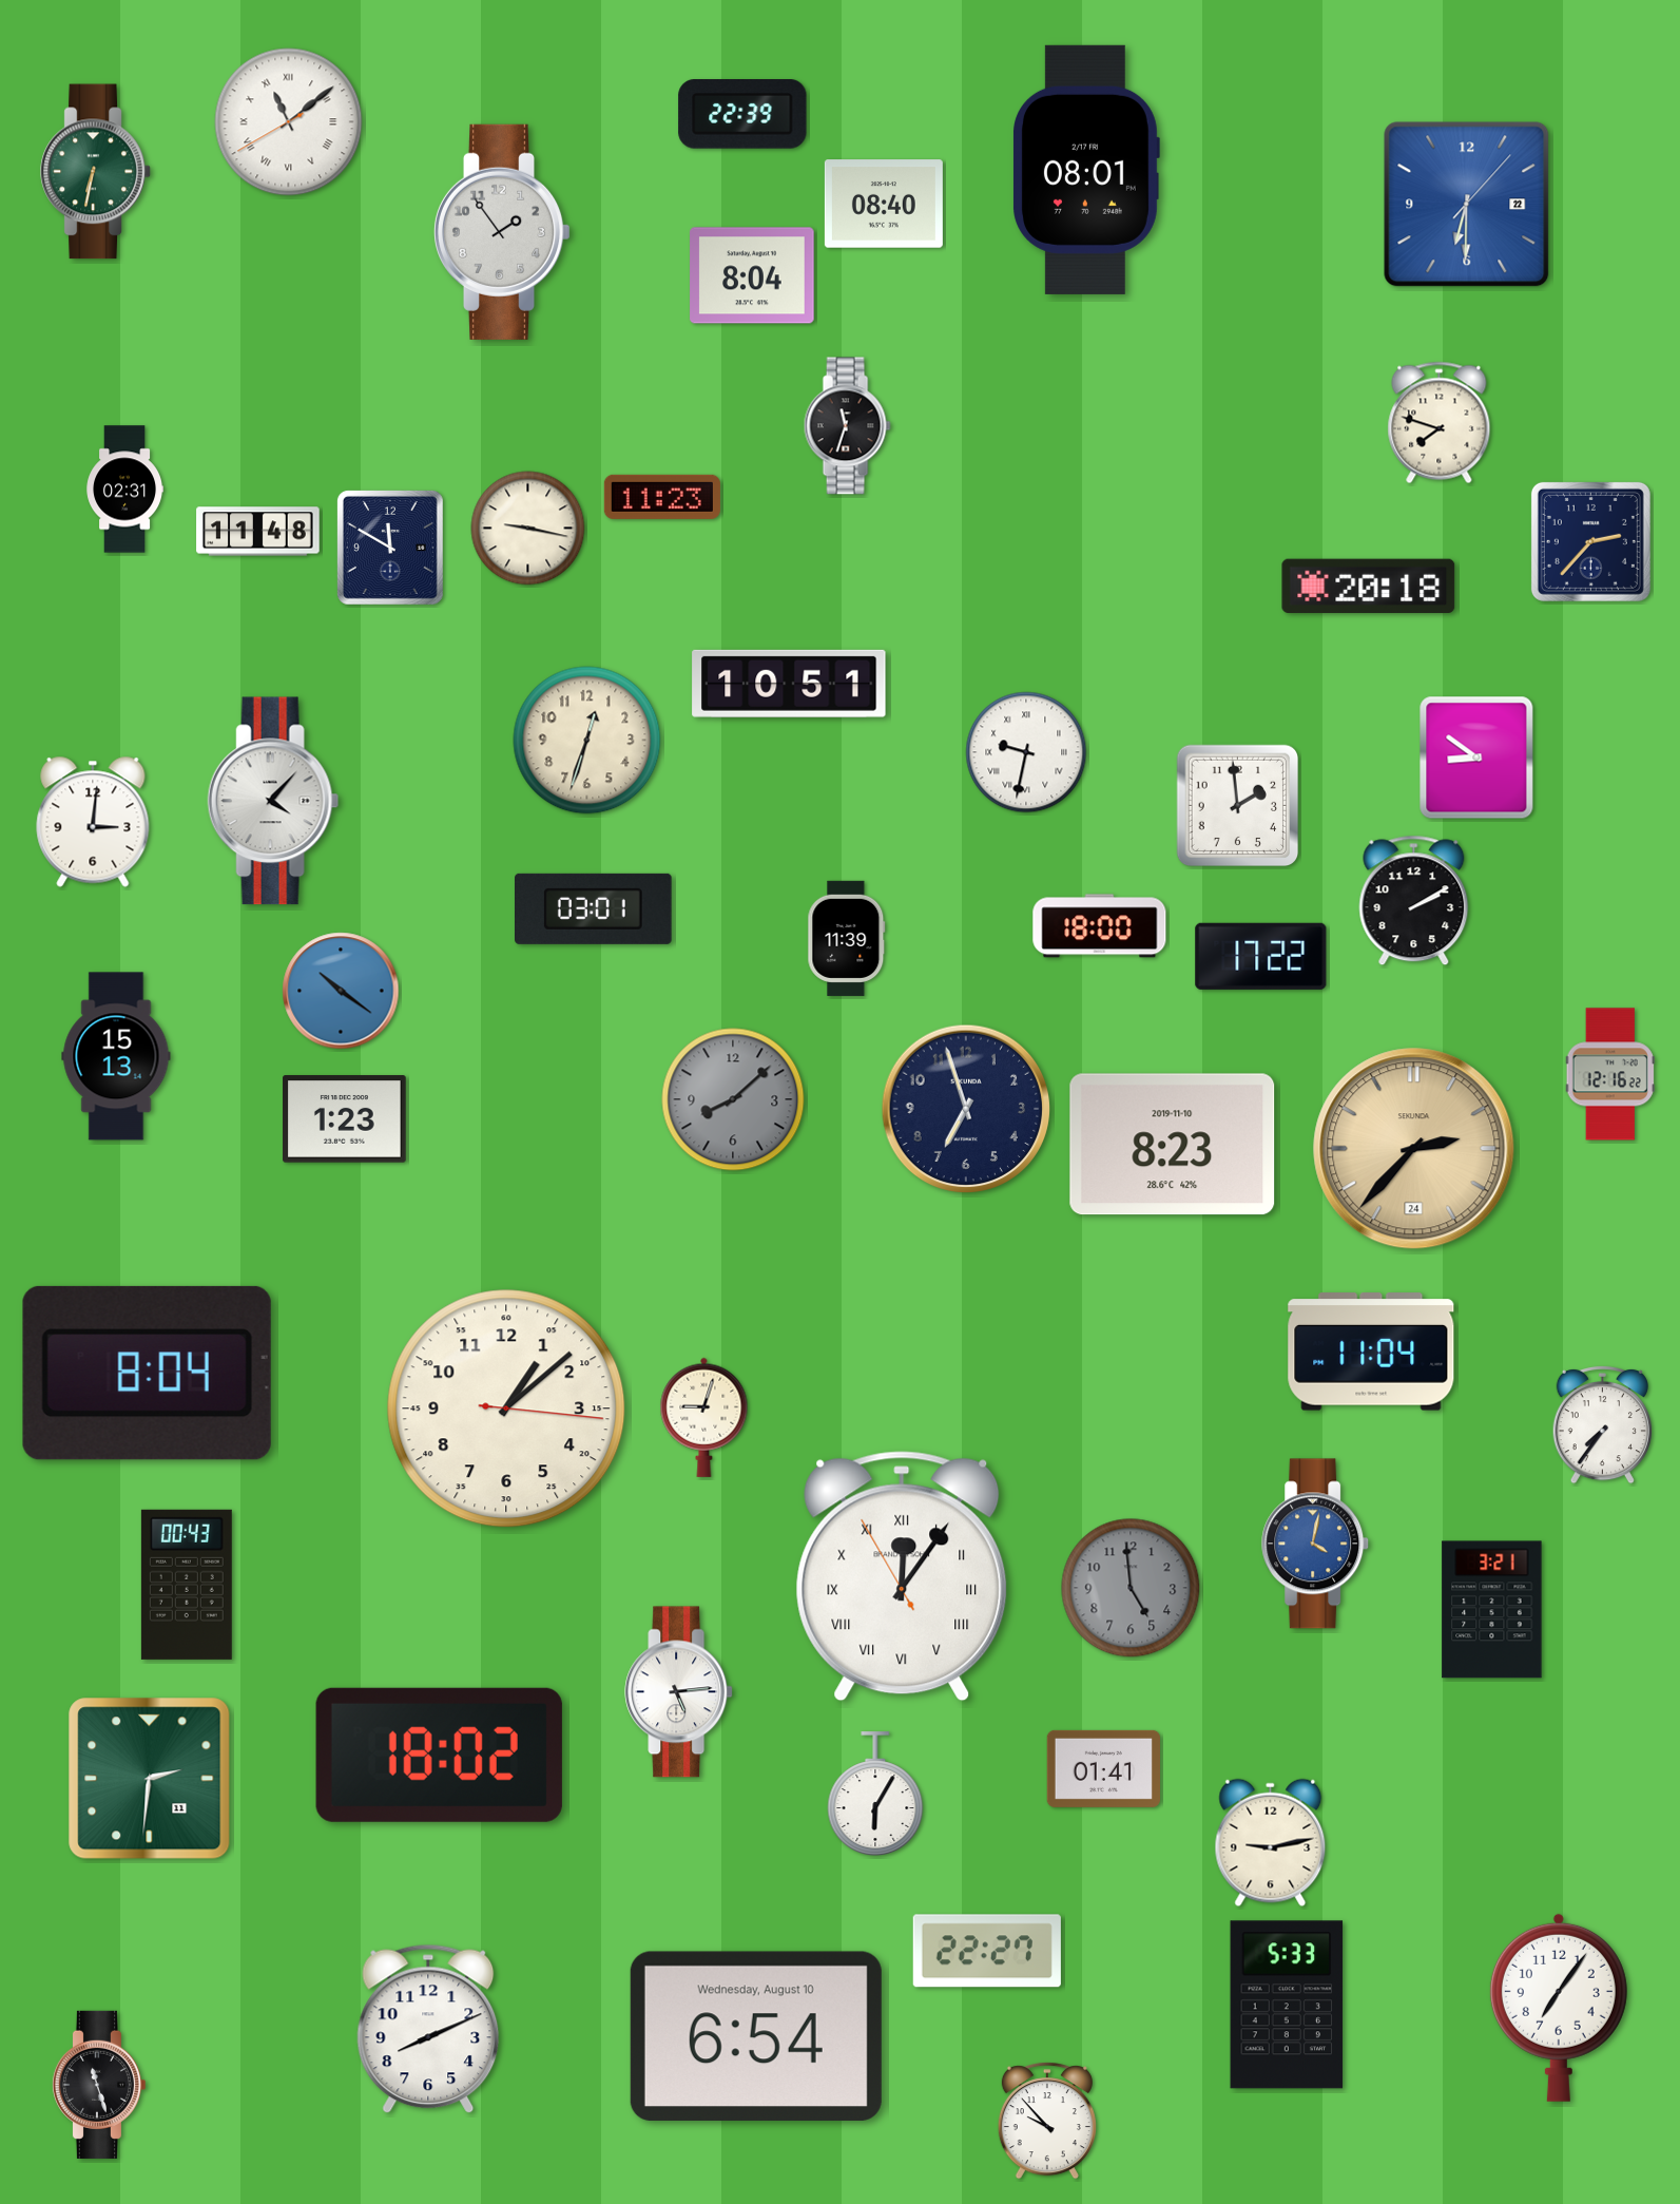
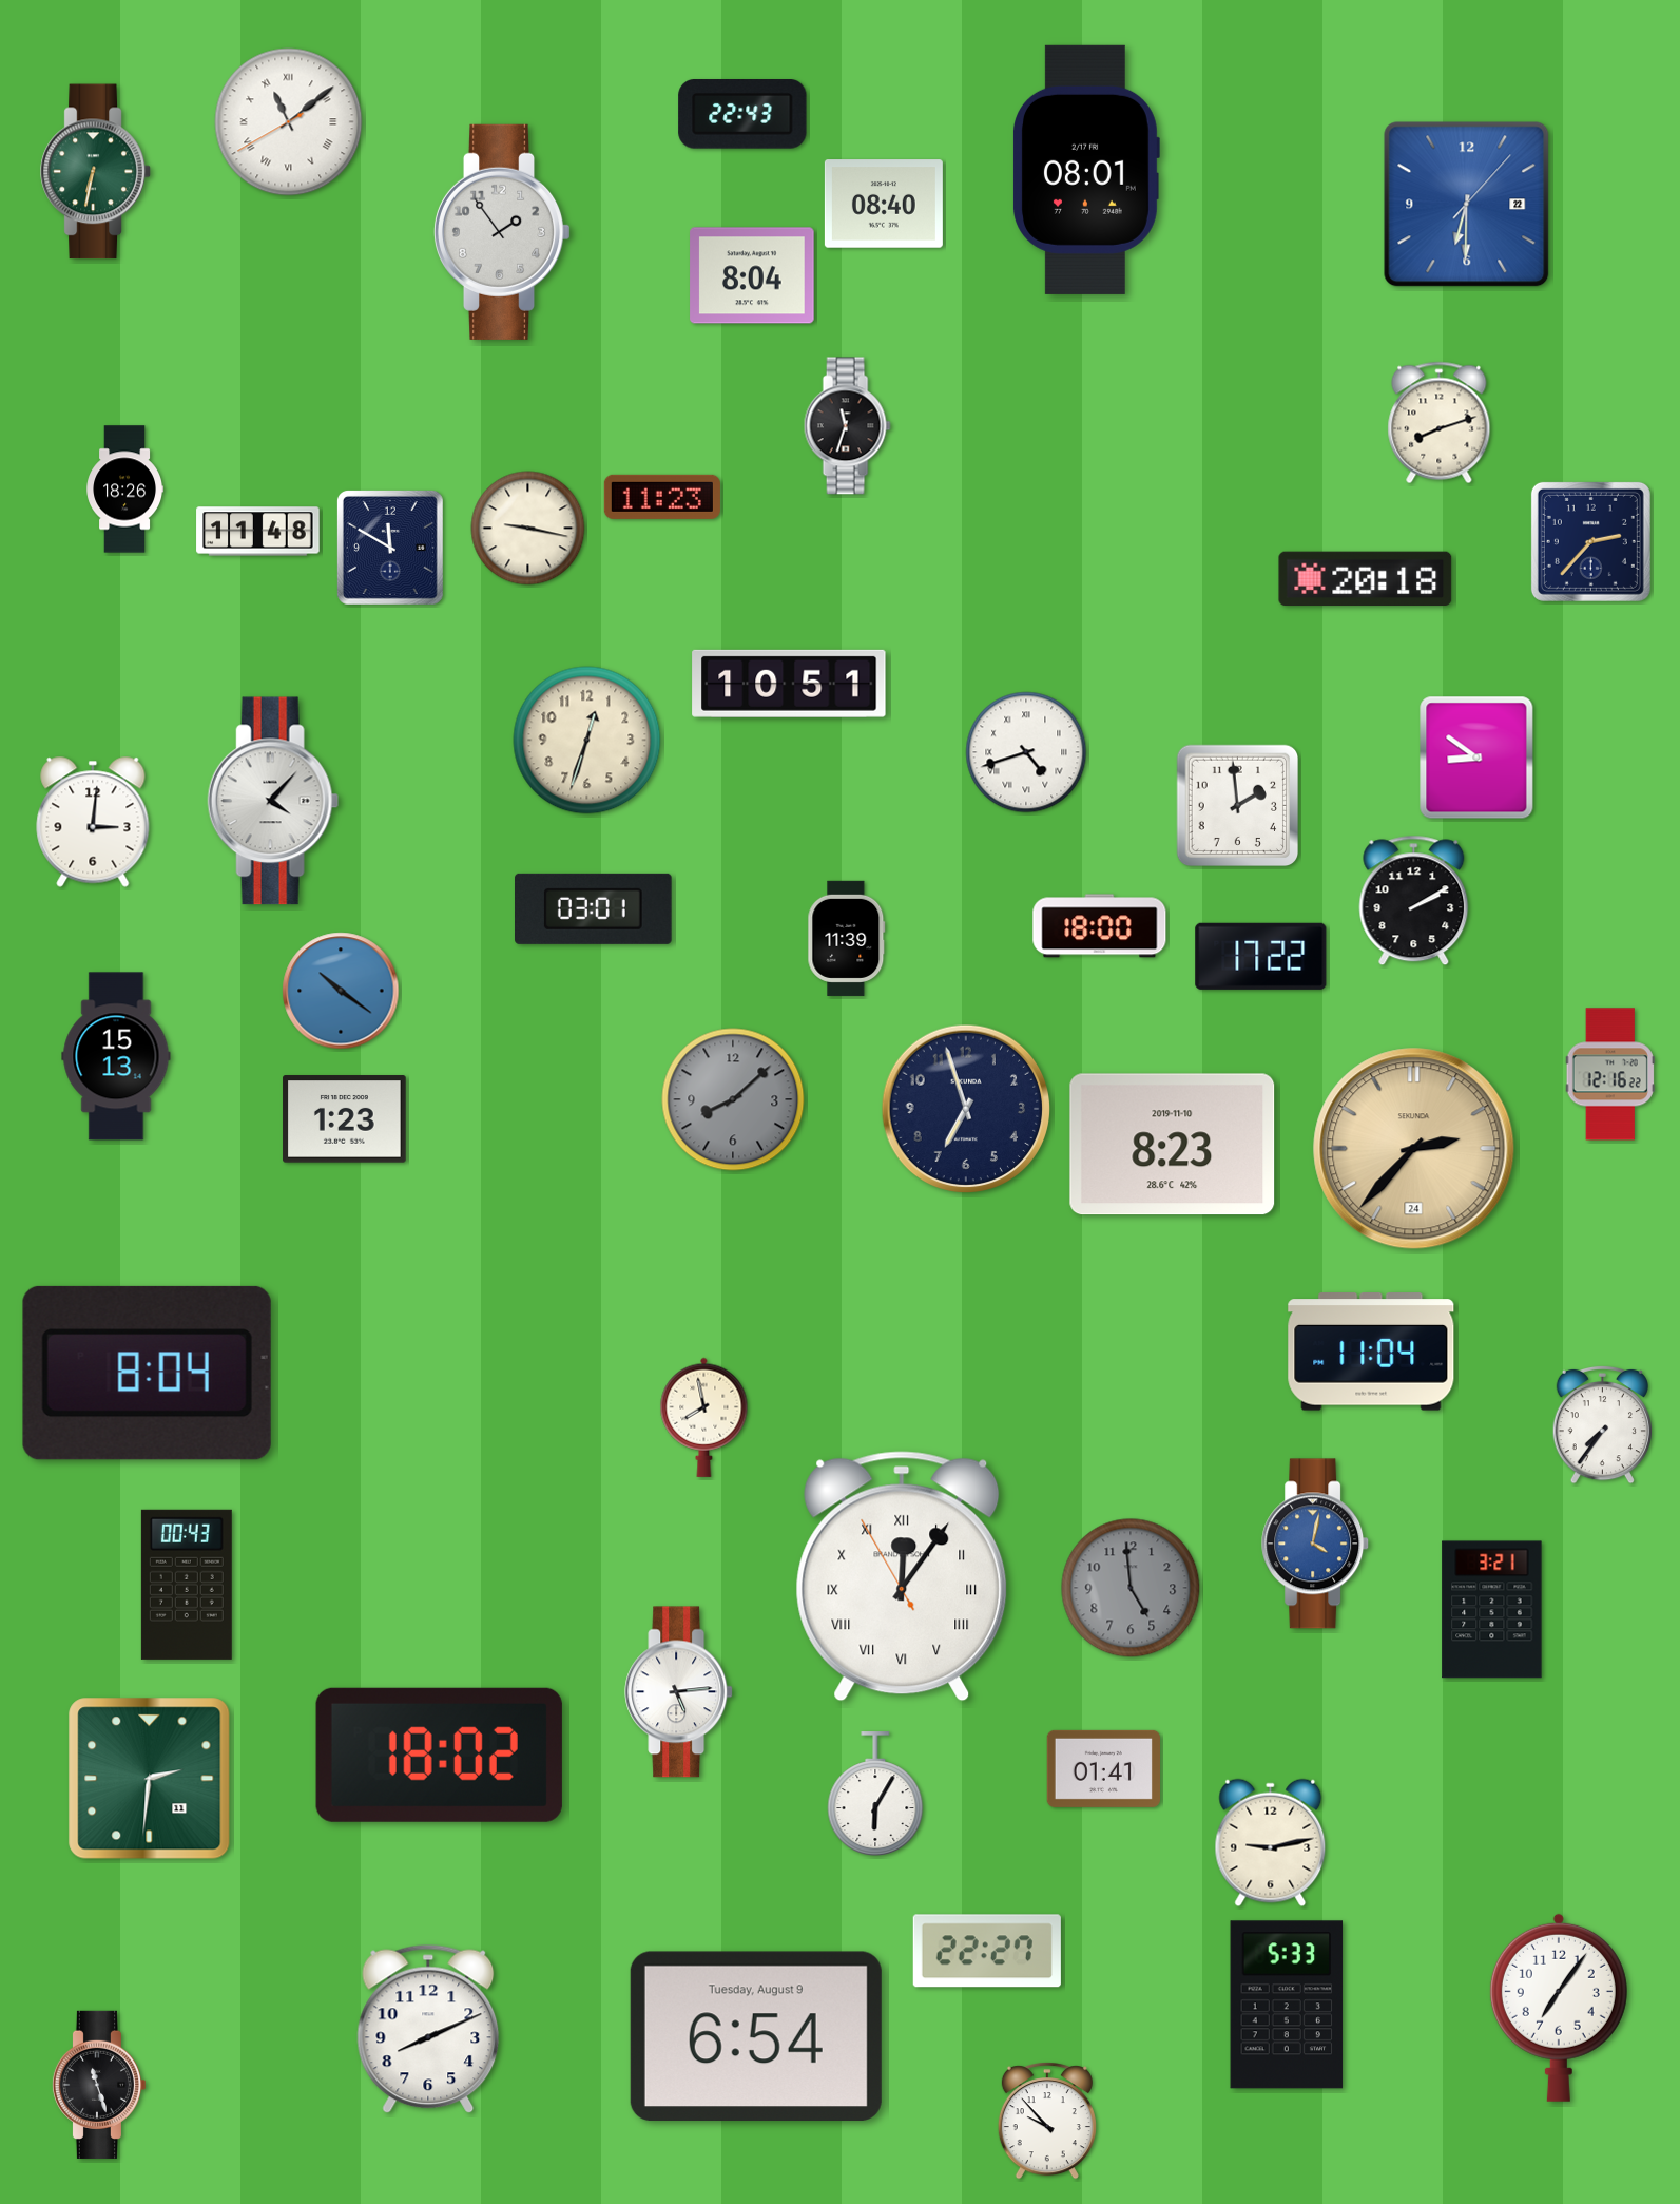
clock at (742, 115): 22:39 -> 22:43
clock at (1440, 423): 7:48 -> 8:12
clock at (124, 490): 02:31 -> 18:26
clock at (1369, 587) position: (1369, 587) -> (1366, 579)
clock at (1026, 752): 9:32 -> 4:42
clock at (506, 1408): 1:08 -> none
clock at (704, 1417): 9:03 -> 7:58
clock at (756, 2036) date: Wednesday, August 10 -> Tuesday, August 9
